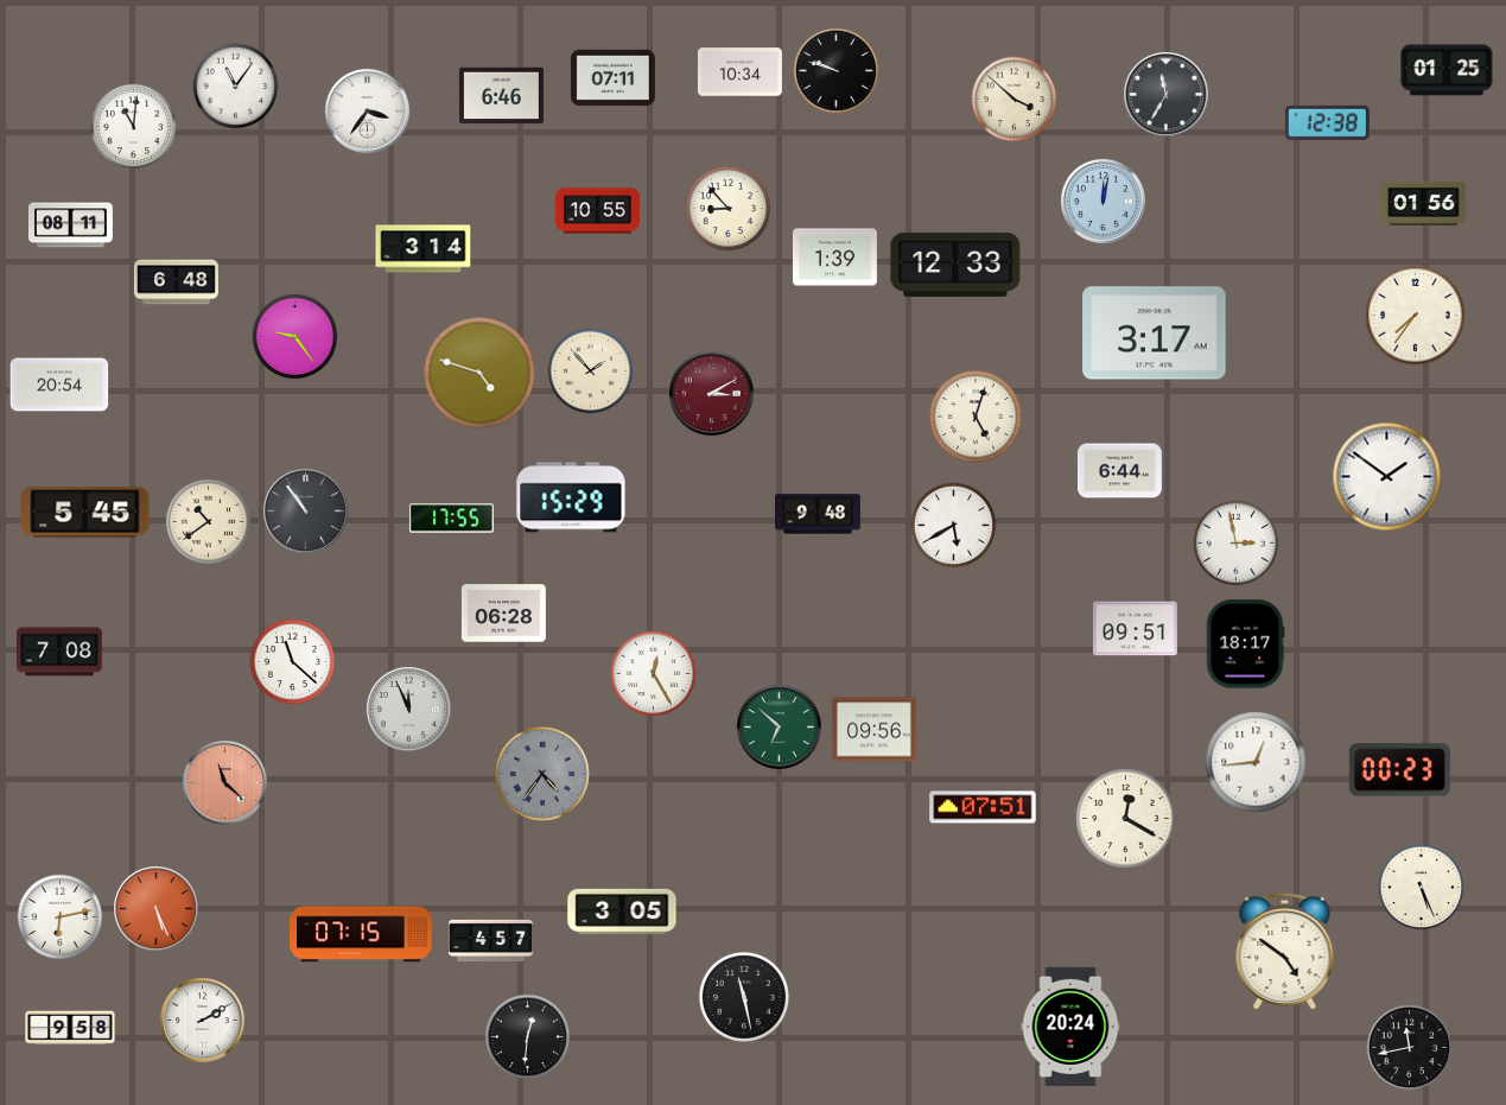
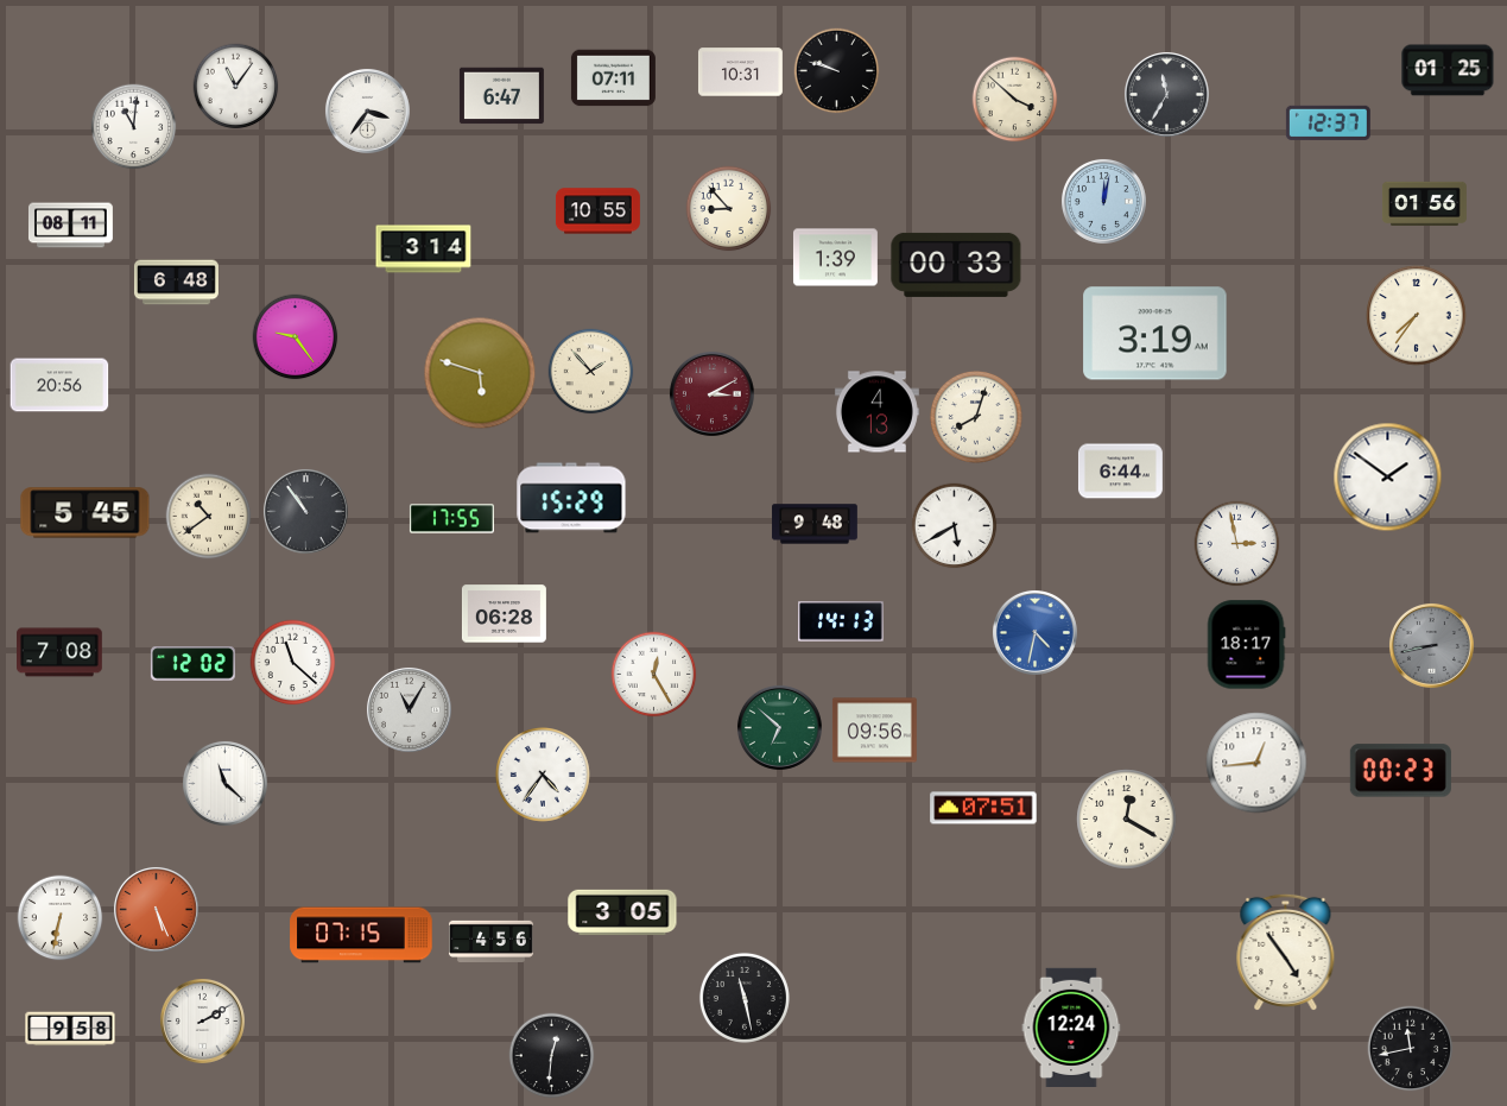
clock at (739, 72): 10:34 -> 10:31
clock at (501, 96): 6:46 -> 6:47
clock at (1327, 122): 12:38 -> 12:37
clock at (955, 265): 12:33 -> 00:33
clock at (1155, 334): 3:17 -> 3:19
clock at (479, 373): 4:48 -> 5:48
clock at (59, 385): 20:54 -> 20:56
clock at (876, 412): none -> 4:13
clock at (976, 417): 5:03 -> 8:03
clock at (818, 514) position: (818, 514) -> (815, 524)
clock at (209, 522) position: (209, 522) -> (209, 517)
clock at (842, 621): none -> 14:13
clock at (1135, 629): 09:51 -> none
clock at (1034, 632): none -> 4:32
clock at (1431, 645): none -> 8:43
clock at (192, 664): none -> 12:02
clock at (408, 709): 11:56 -> 11:05
clock at (544, 775) dial: grey -> white
clock at (224, 782) dial: salmon -> white
clock at (1422, 888): 5:26 -> none
clock at (61, 917): 6:13 -> 6:32
clock at (490, 940): 4:57 -> 4:56
clock at (1285, 952): 4:51 -> 4:54
clock at (1070, 1025): 20:24 -> 12:24
clock at (528, 1037) position: (528, 1037) -> (552, 1056)
